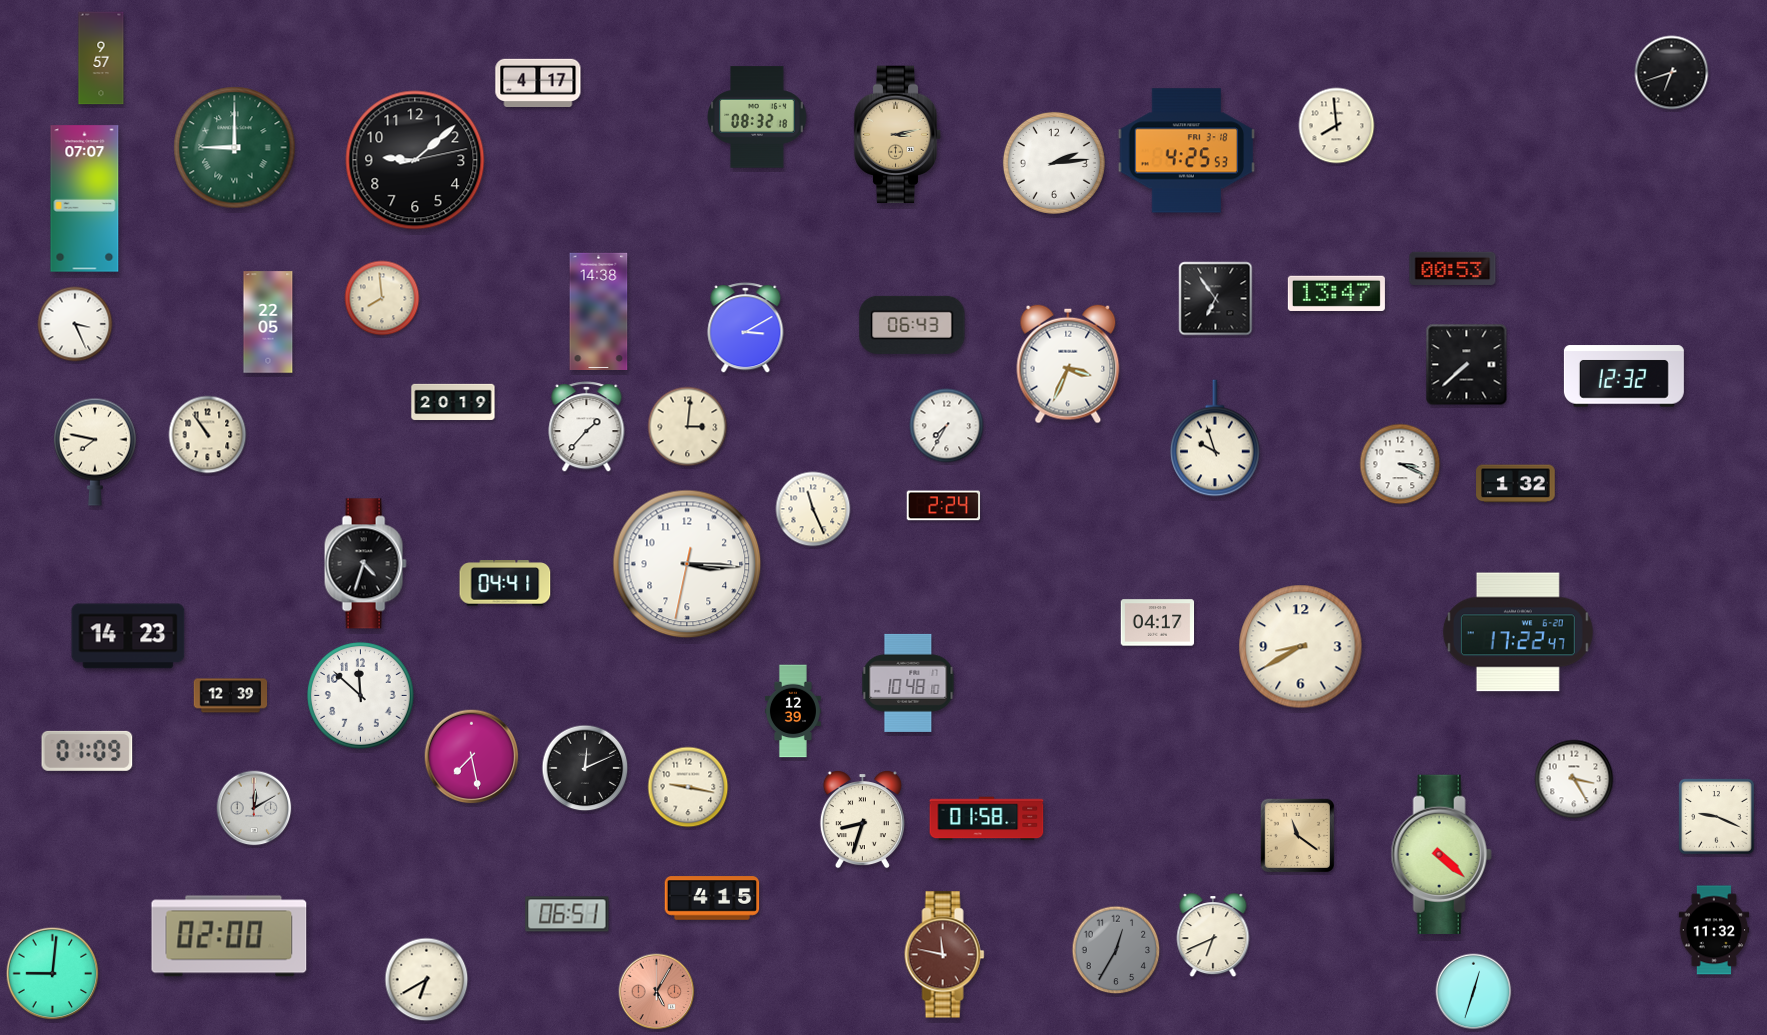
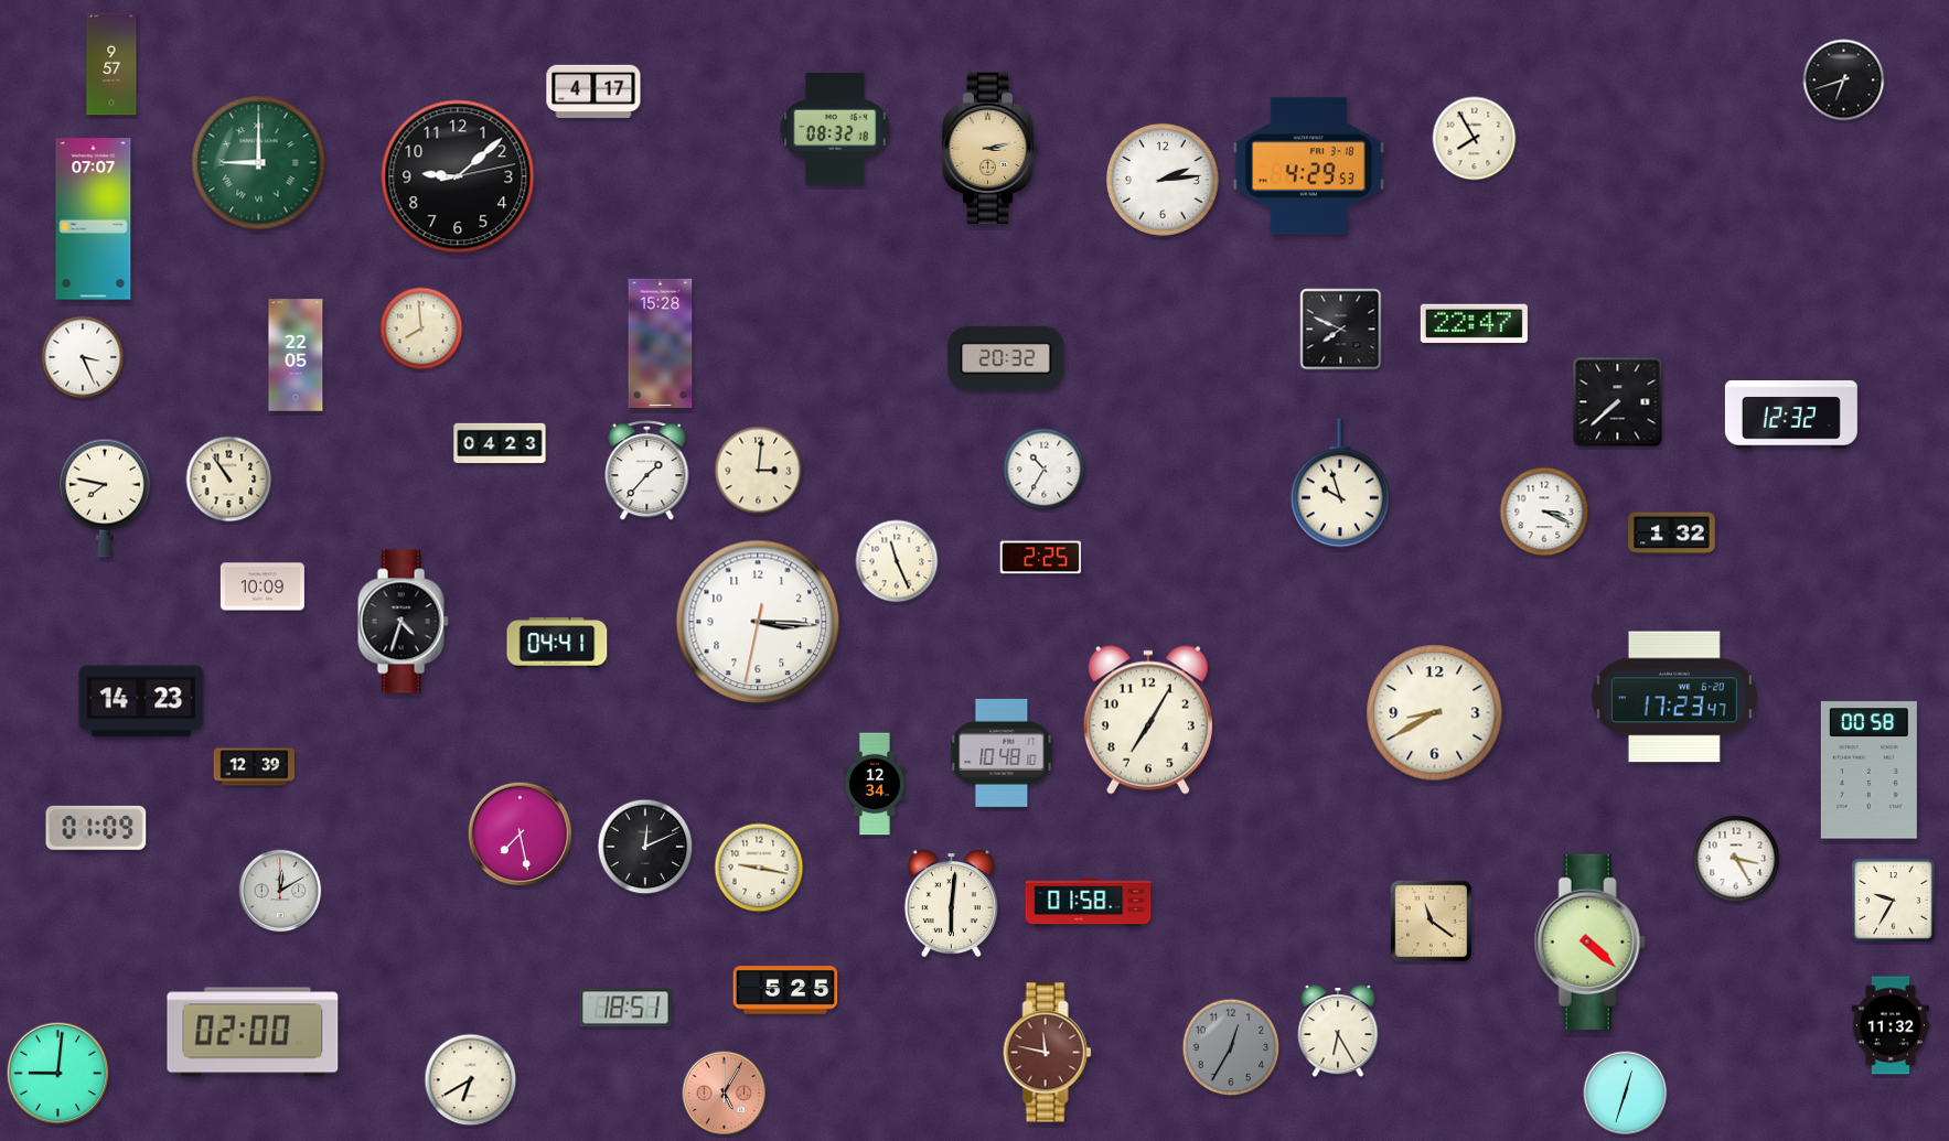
clock at (1337, 126): 7:59 -> 7:55
clock at (1187, 151): 4:25 -> 4:29
clock at (1453, 268): 00:53 -> none
clock at (1336, 293): 13:47 -> 22:47
clock at (1216, 299): 6:54 -> 7:49
clock at (599, 311): 14:38 -> 15:28
clock at (912, 325): 06:43 -> 20:32
clock at (746, 328): 3:10 -> none
clock at (1068, 364): 3:34 -> none
clock at (453, 402): 20:19 -> 04:23
clock at (947, 426): 7:35 -> 10:35
clock at (944, 506): 2:24 -> 2:25
clock at (263, 586): none -> 10:09
clock at (1158, 623): 04:17 -> none
clock at (1518, 632): 17:22 -> 17:23
clock at (1148, 720): none -> 7:05
clock at (360, 695): 11:52 -> none
clock at (1868, 771): none -> 00:58
clock at (793, 711): 12:39 -> 12:34
clock at (1717, 817): 9:19 -> 9:35
clock at (862, 820): 8:33 -> 6:01
clock at (712, 898): 4:15 -> 5:25
clock at (567, 914): 06:51 -> 18:51
clock at (1213, 936): 6:41 -> 6:25
clock at (945, 955) position: (945, 955) -> (1048, 1053)
